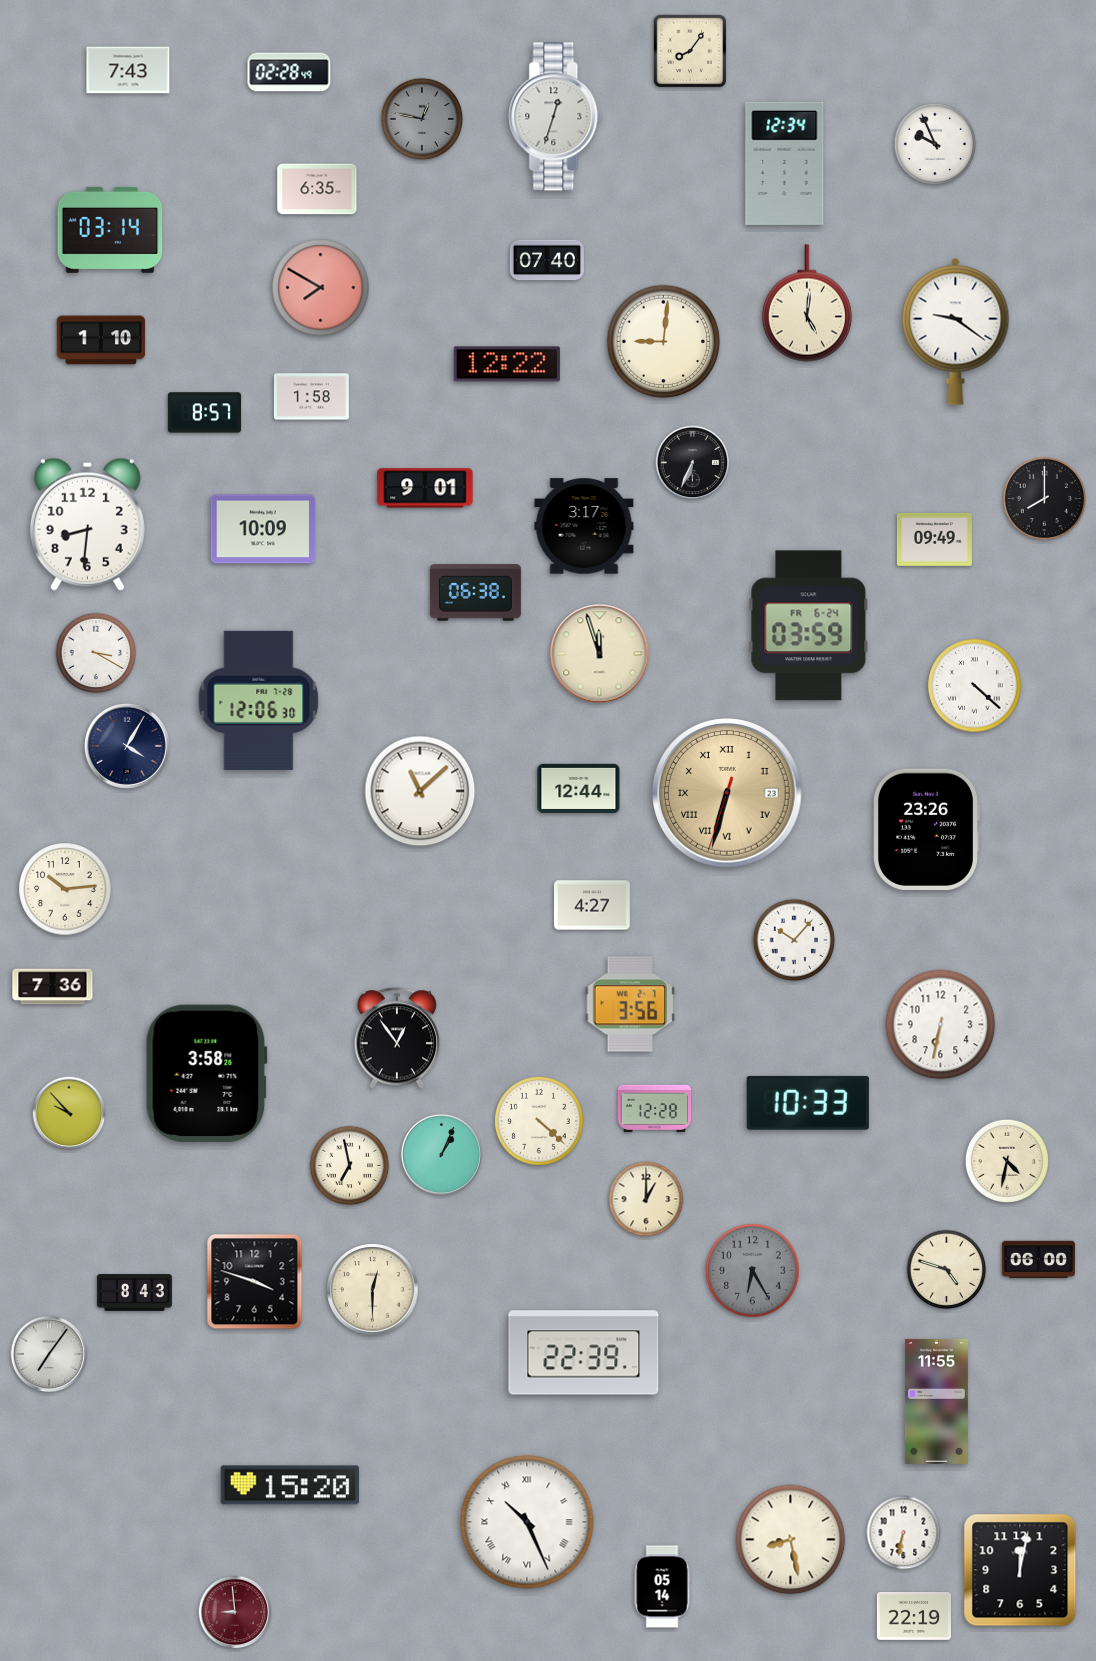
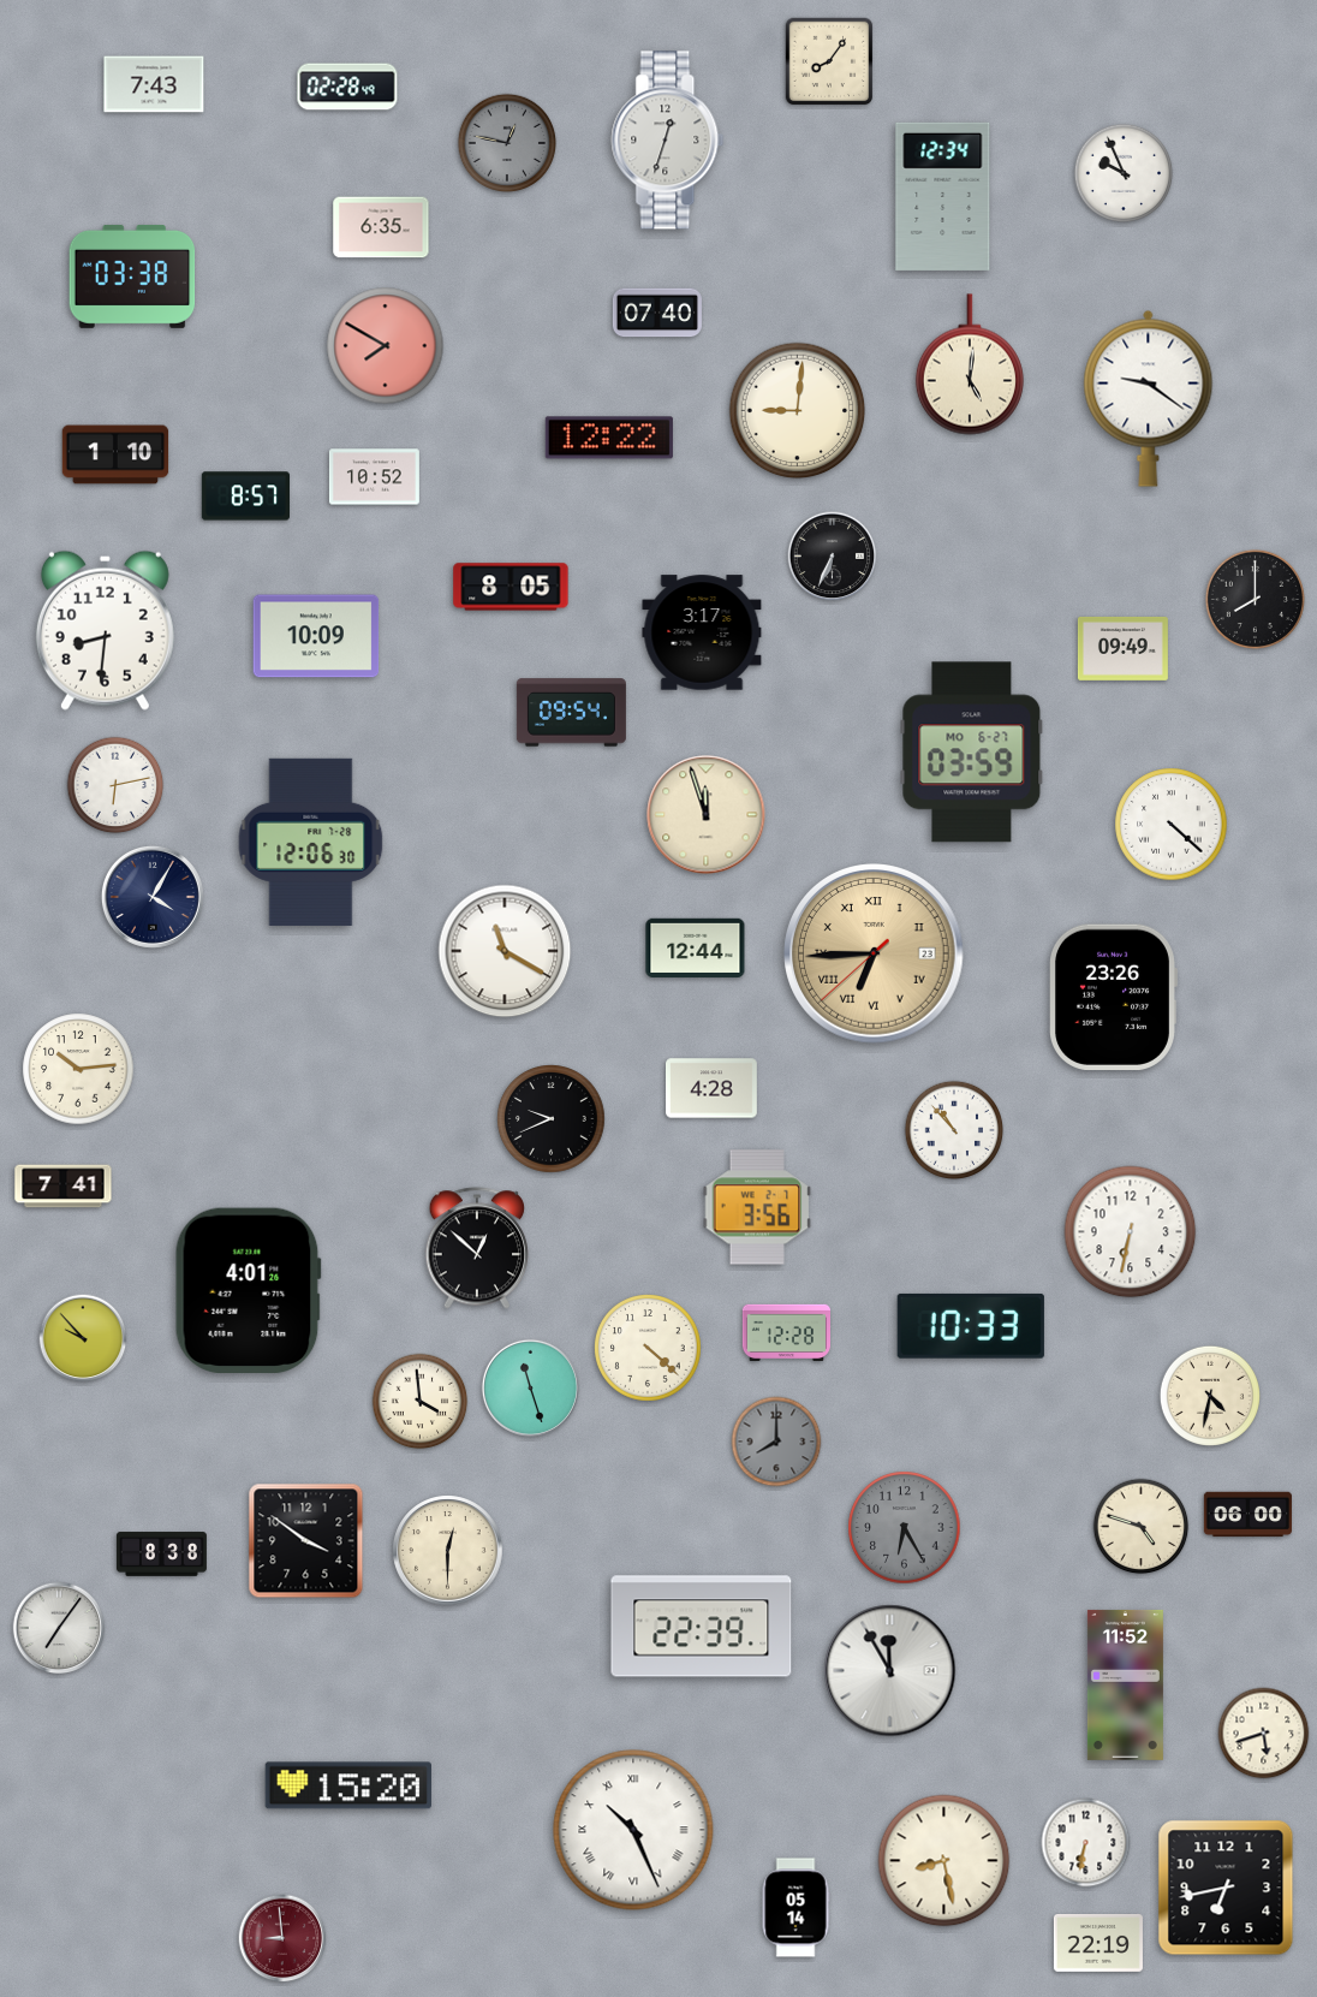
clock at (110, 230): 03:14 -> 03:38
clock at (101, 340) position: (101, 340) -> (115, 454)
clock at (311, 397): 1:58 -> 10:52
clock at (425, 488): 9:01 -> 8:05
clock at (475, 593): 06:38 -> 09:54
clock at (809, 626) date: FR 6-24 -> MO 6-27
clock at (96, 653): 3:20 -> 6:13
clock at (600, 654) position: (600, 654) -> (707, 815)
clock at (420, 791): 11:08 -> 11:20
clock at (727, 793): 6:32 -> 6:44
clock at (593, 905): 4:27 -> 4:28
clock at (552, 1119): none -> 9:41
clock at (794, 940): 10:07 -> 10:53
clock at (53, 987): 7:36 -> 7:41
clock at (396, 1038): 12:54 -> 12:52
clock at (206, 1073): 3:58 -> 4:01
clock at (441, 1154): 1:04 -> 11:27
clock at (350, 1166): 6:58 -> 3:59
clock at (646, 1199): 1:00 -> 8:00
clock at (646, 1199) dial: cream -> grey
clock at (947, 1270) position: (947, 1270) -> (1142, 1527)
clock at (255, 1282): 3:48 -> 3:51
clock at (134, 1293): 8:43 -> 8:38
clock at (890, 1671): none -> 11:55
clock at (936, 1401): 11:55 -> 11:52
clock at (1264, 1734): none -> 5:42
clock at (791, 1540) position: (791, 1540) -> (944, 1861)
clock at (1020, 1570): 12:02 -> 6:43
